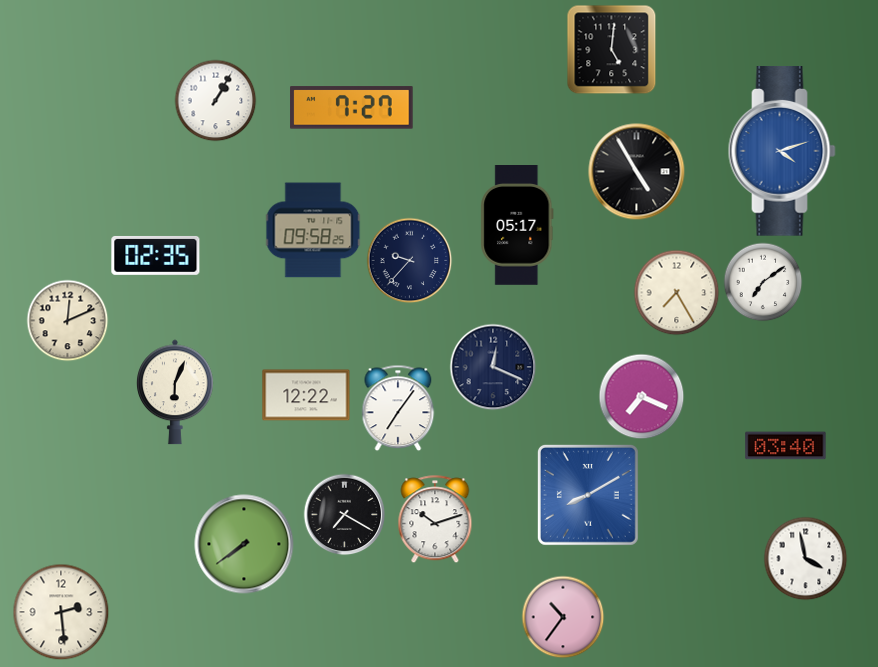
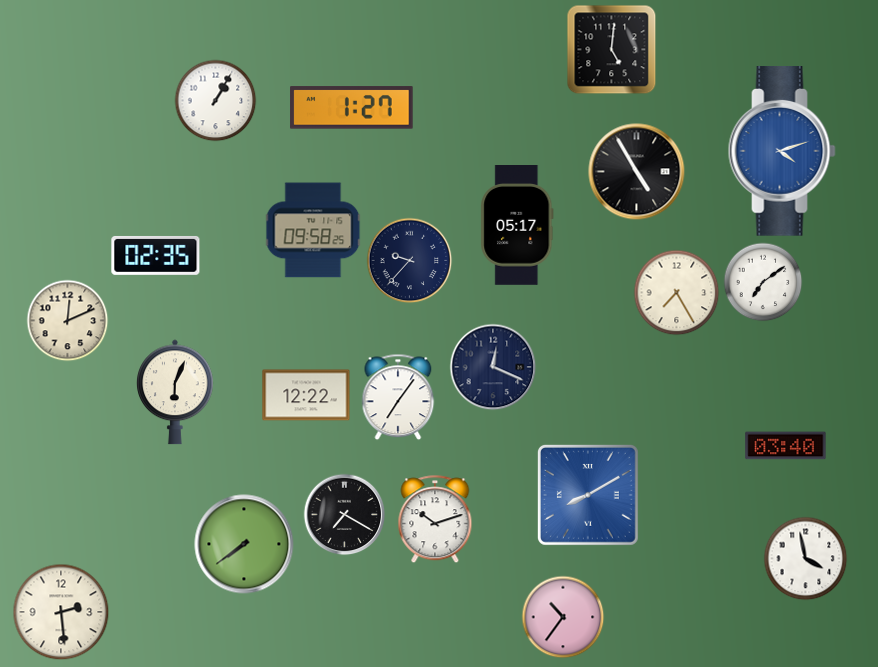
clock at (352, 108): 7:27 -> 1:27
clock at (641, 396): 7:19 -> none
clock at (398, 408) position: (398, 408) -> (398, 397)
